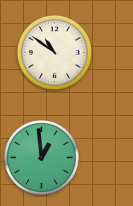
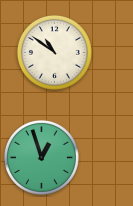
clock at (41, 157): 12:59 -> 12:57
